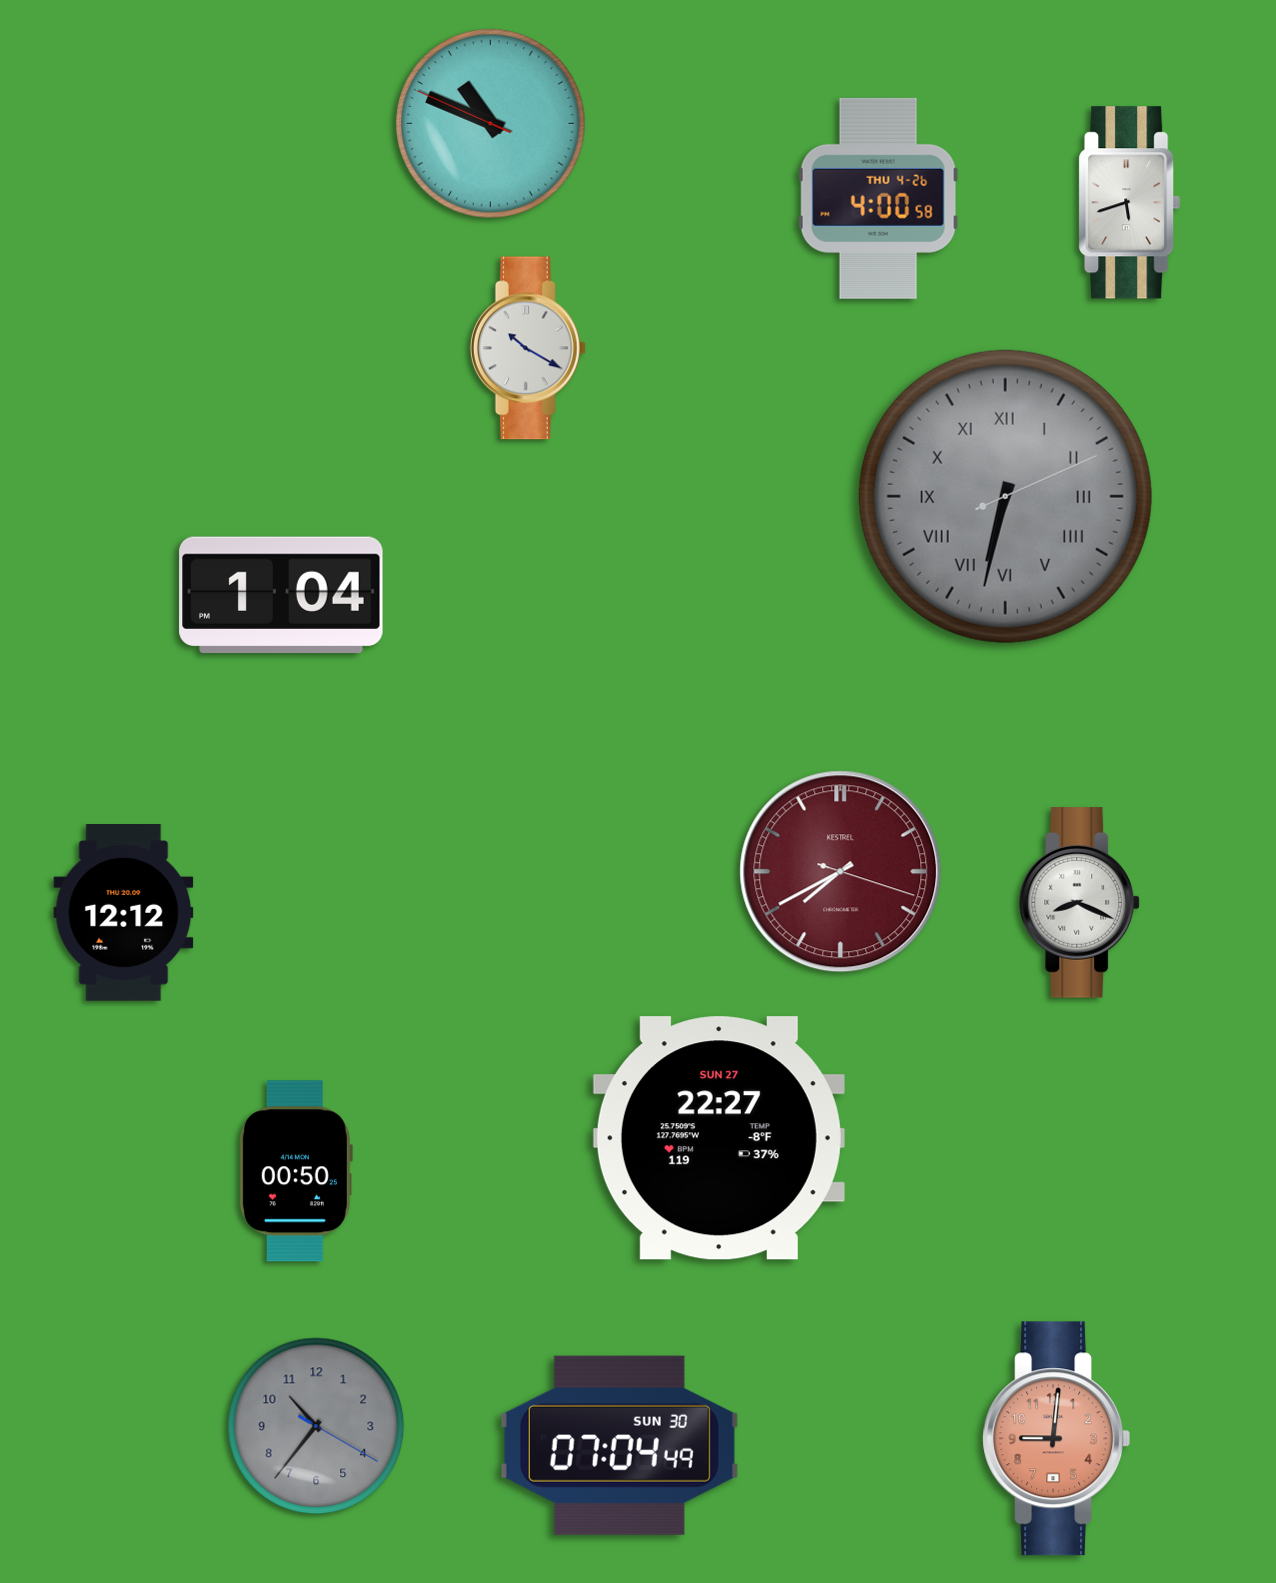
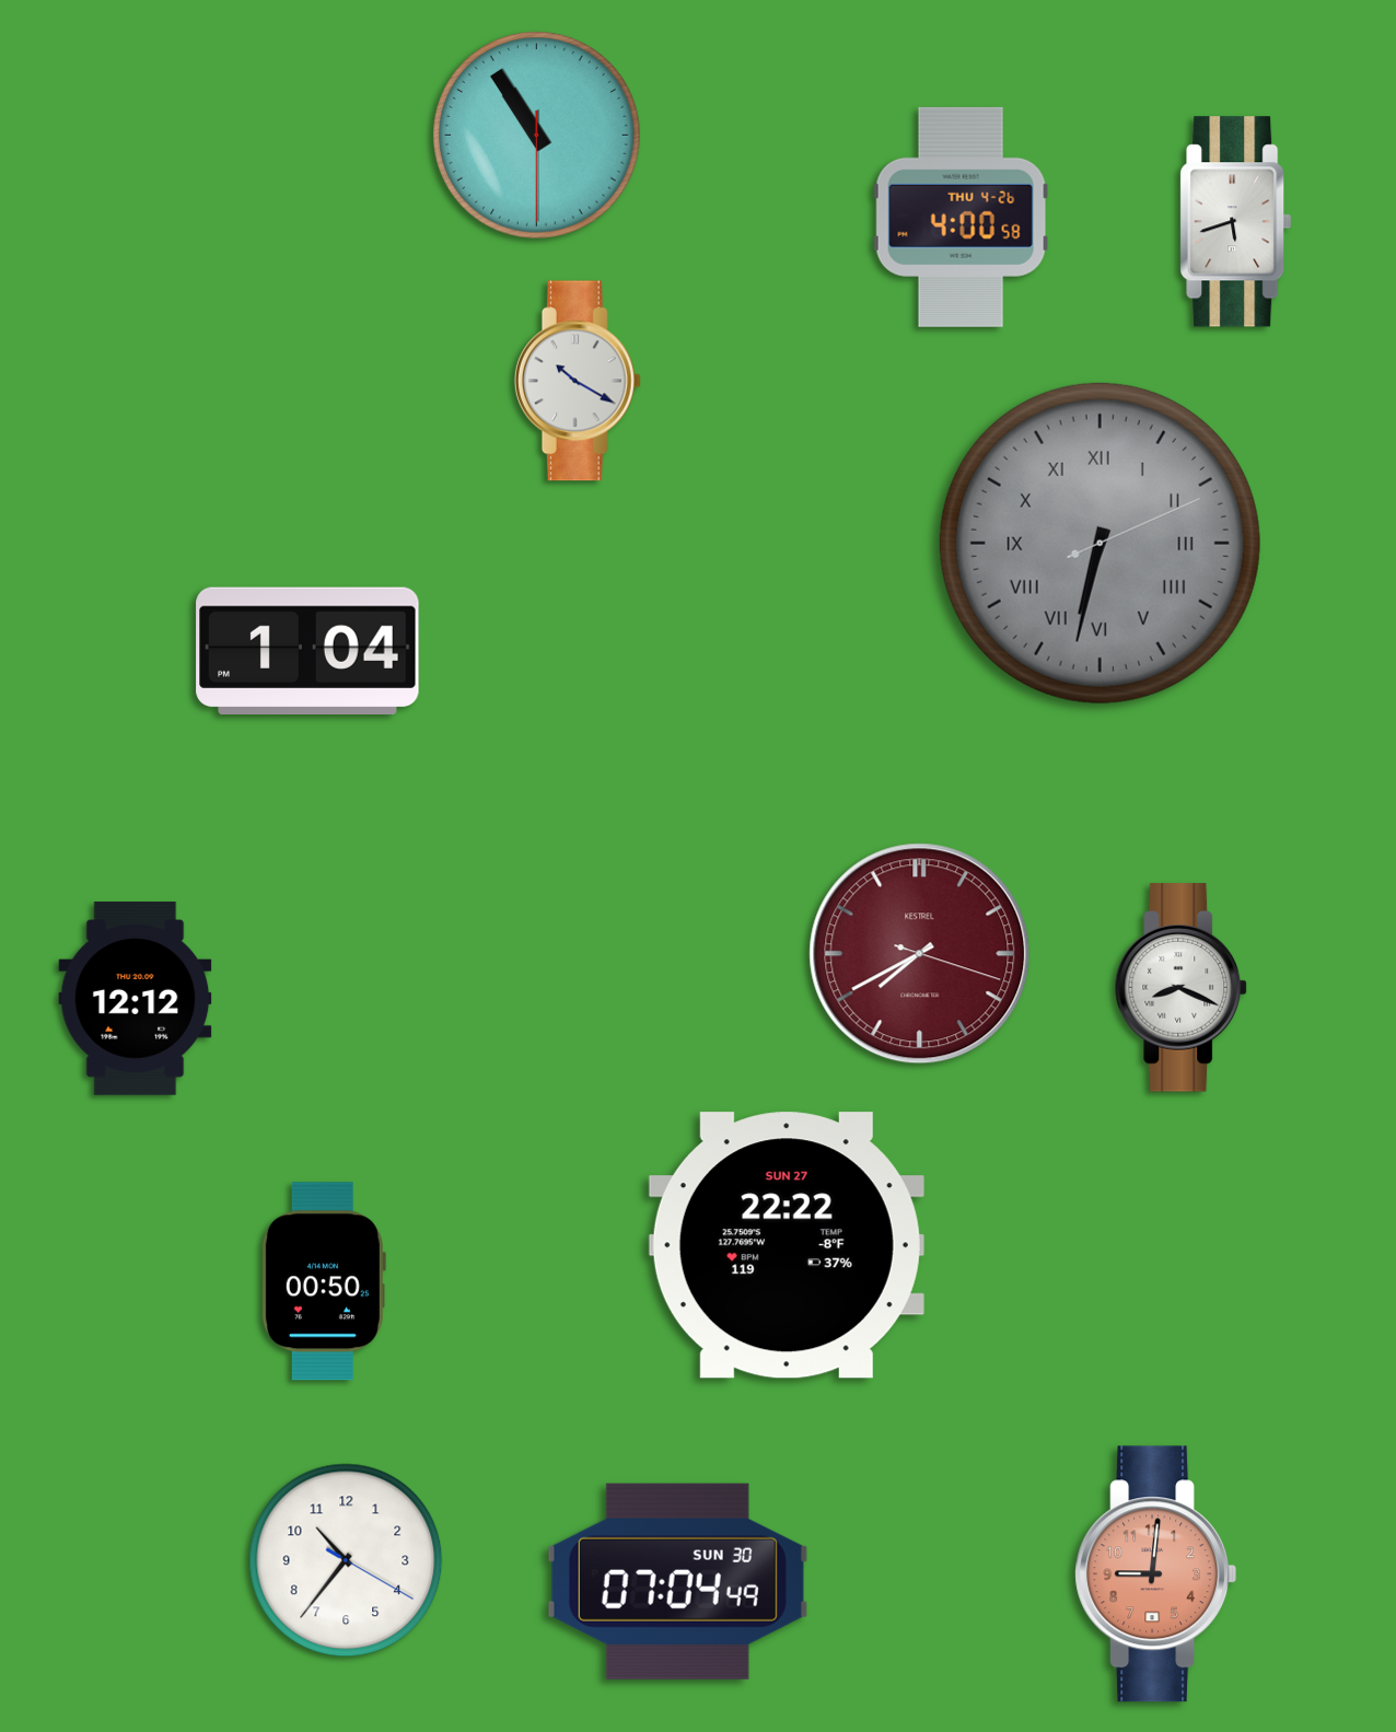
clock at (491, 124): 10:48 -> 10:54
clock at (719, 1138): 22:27 -> 22:22
clock at (316, 1426) dial: grey -> white
